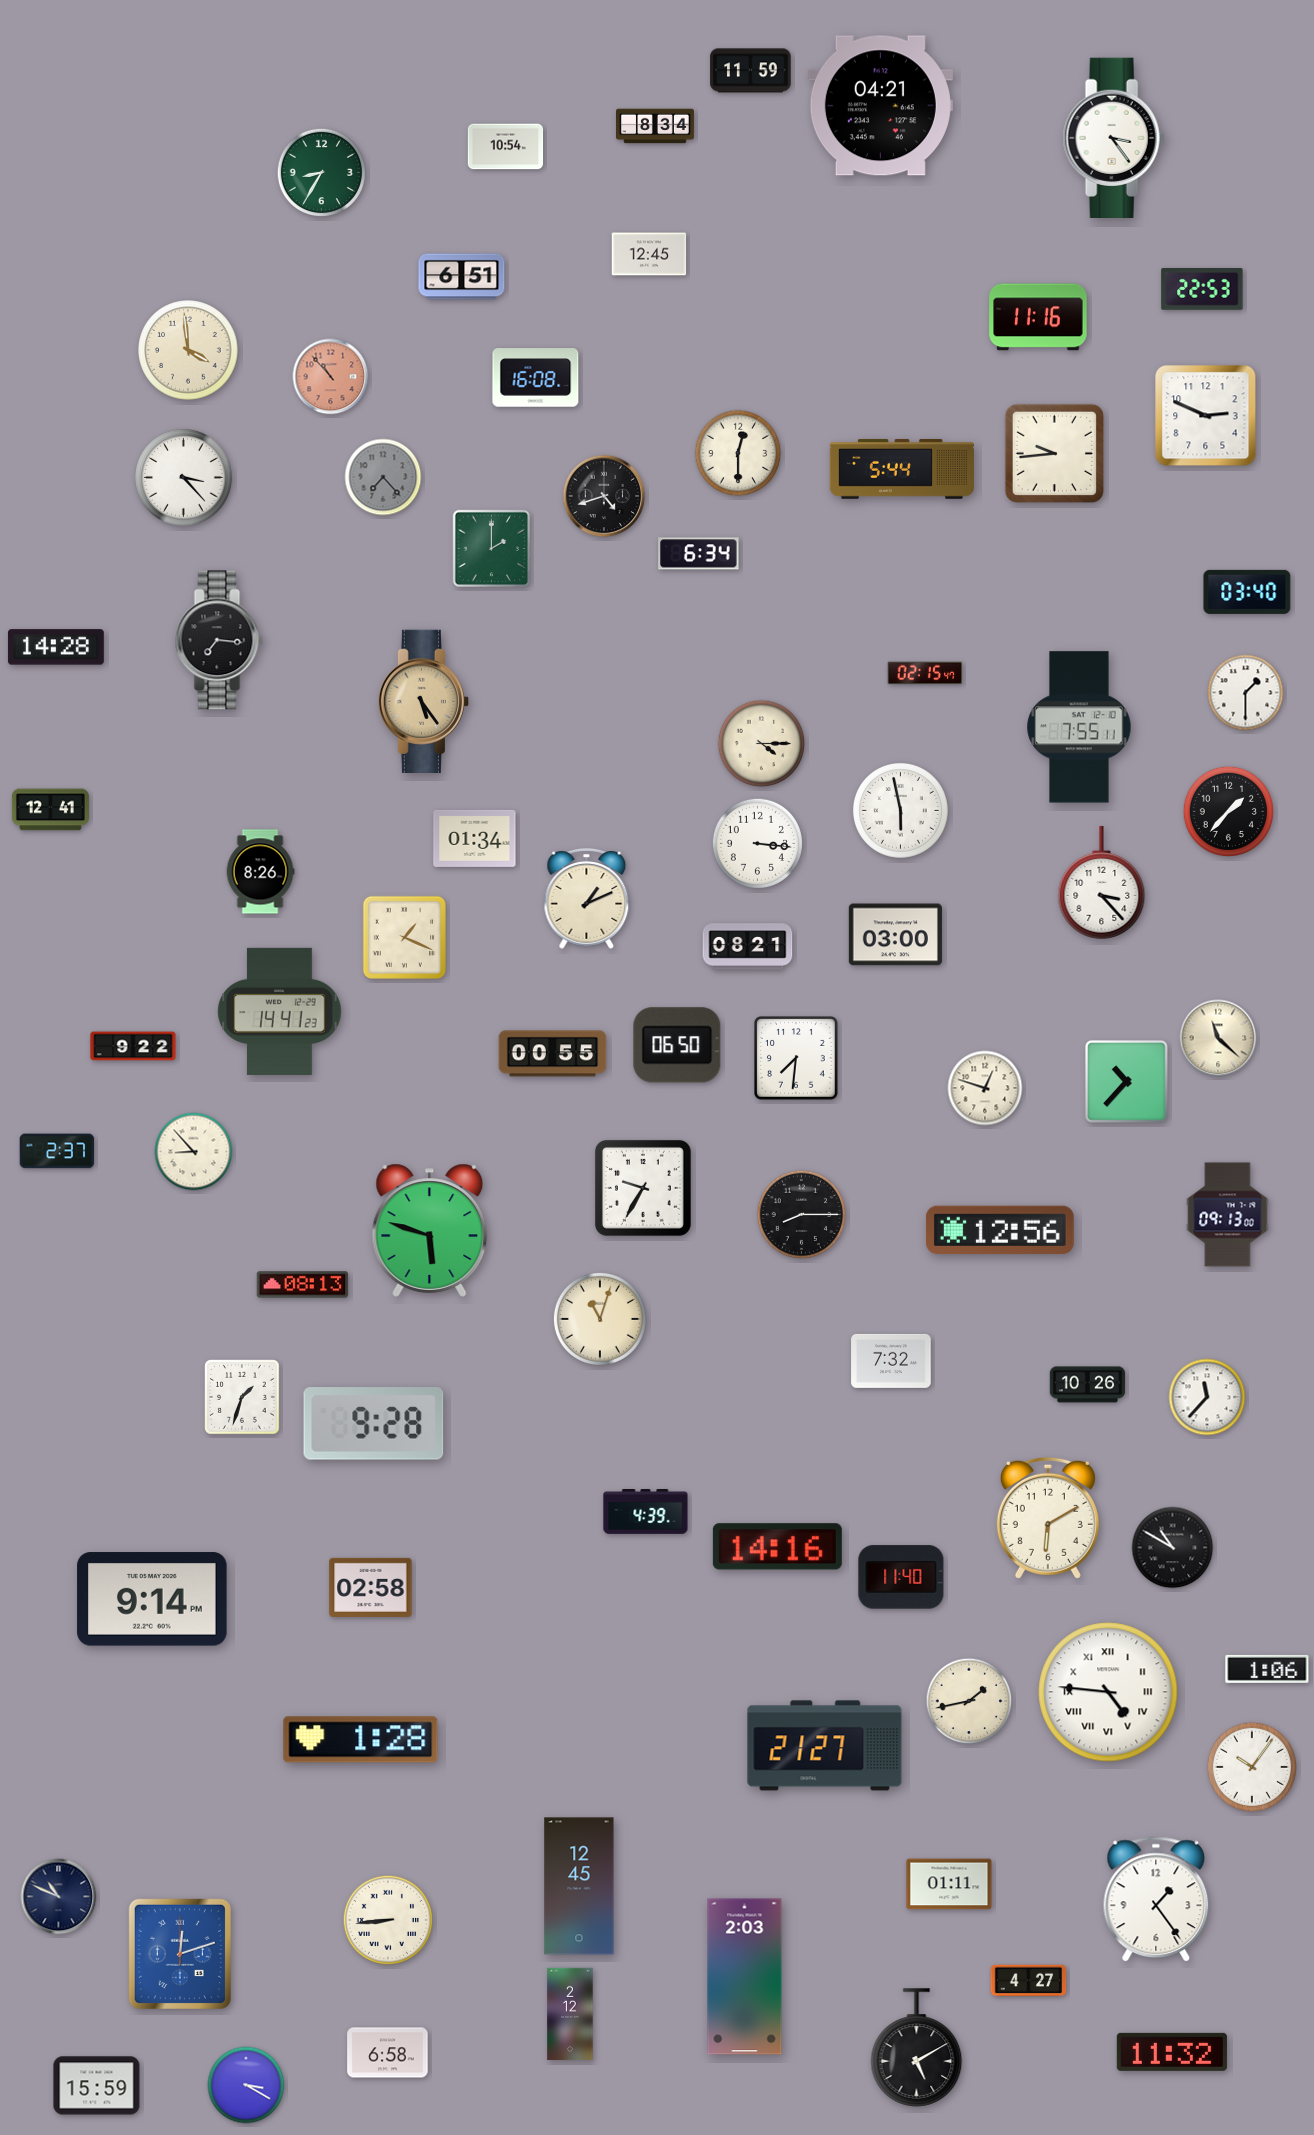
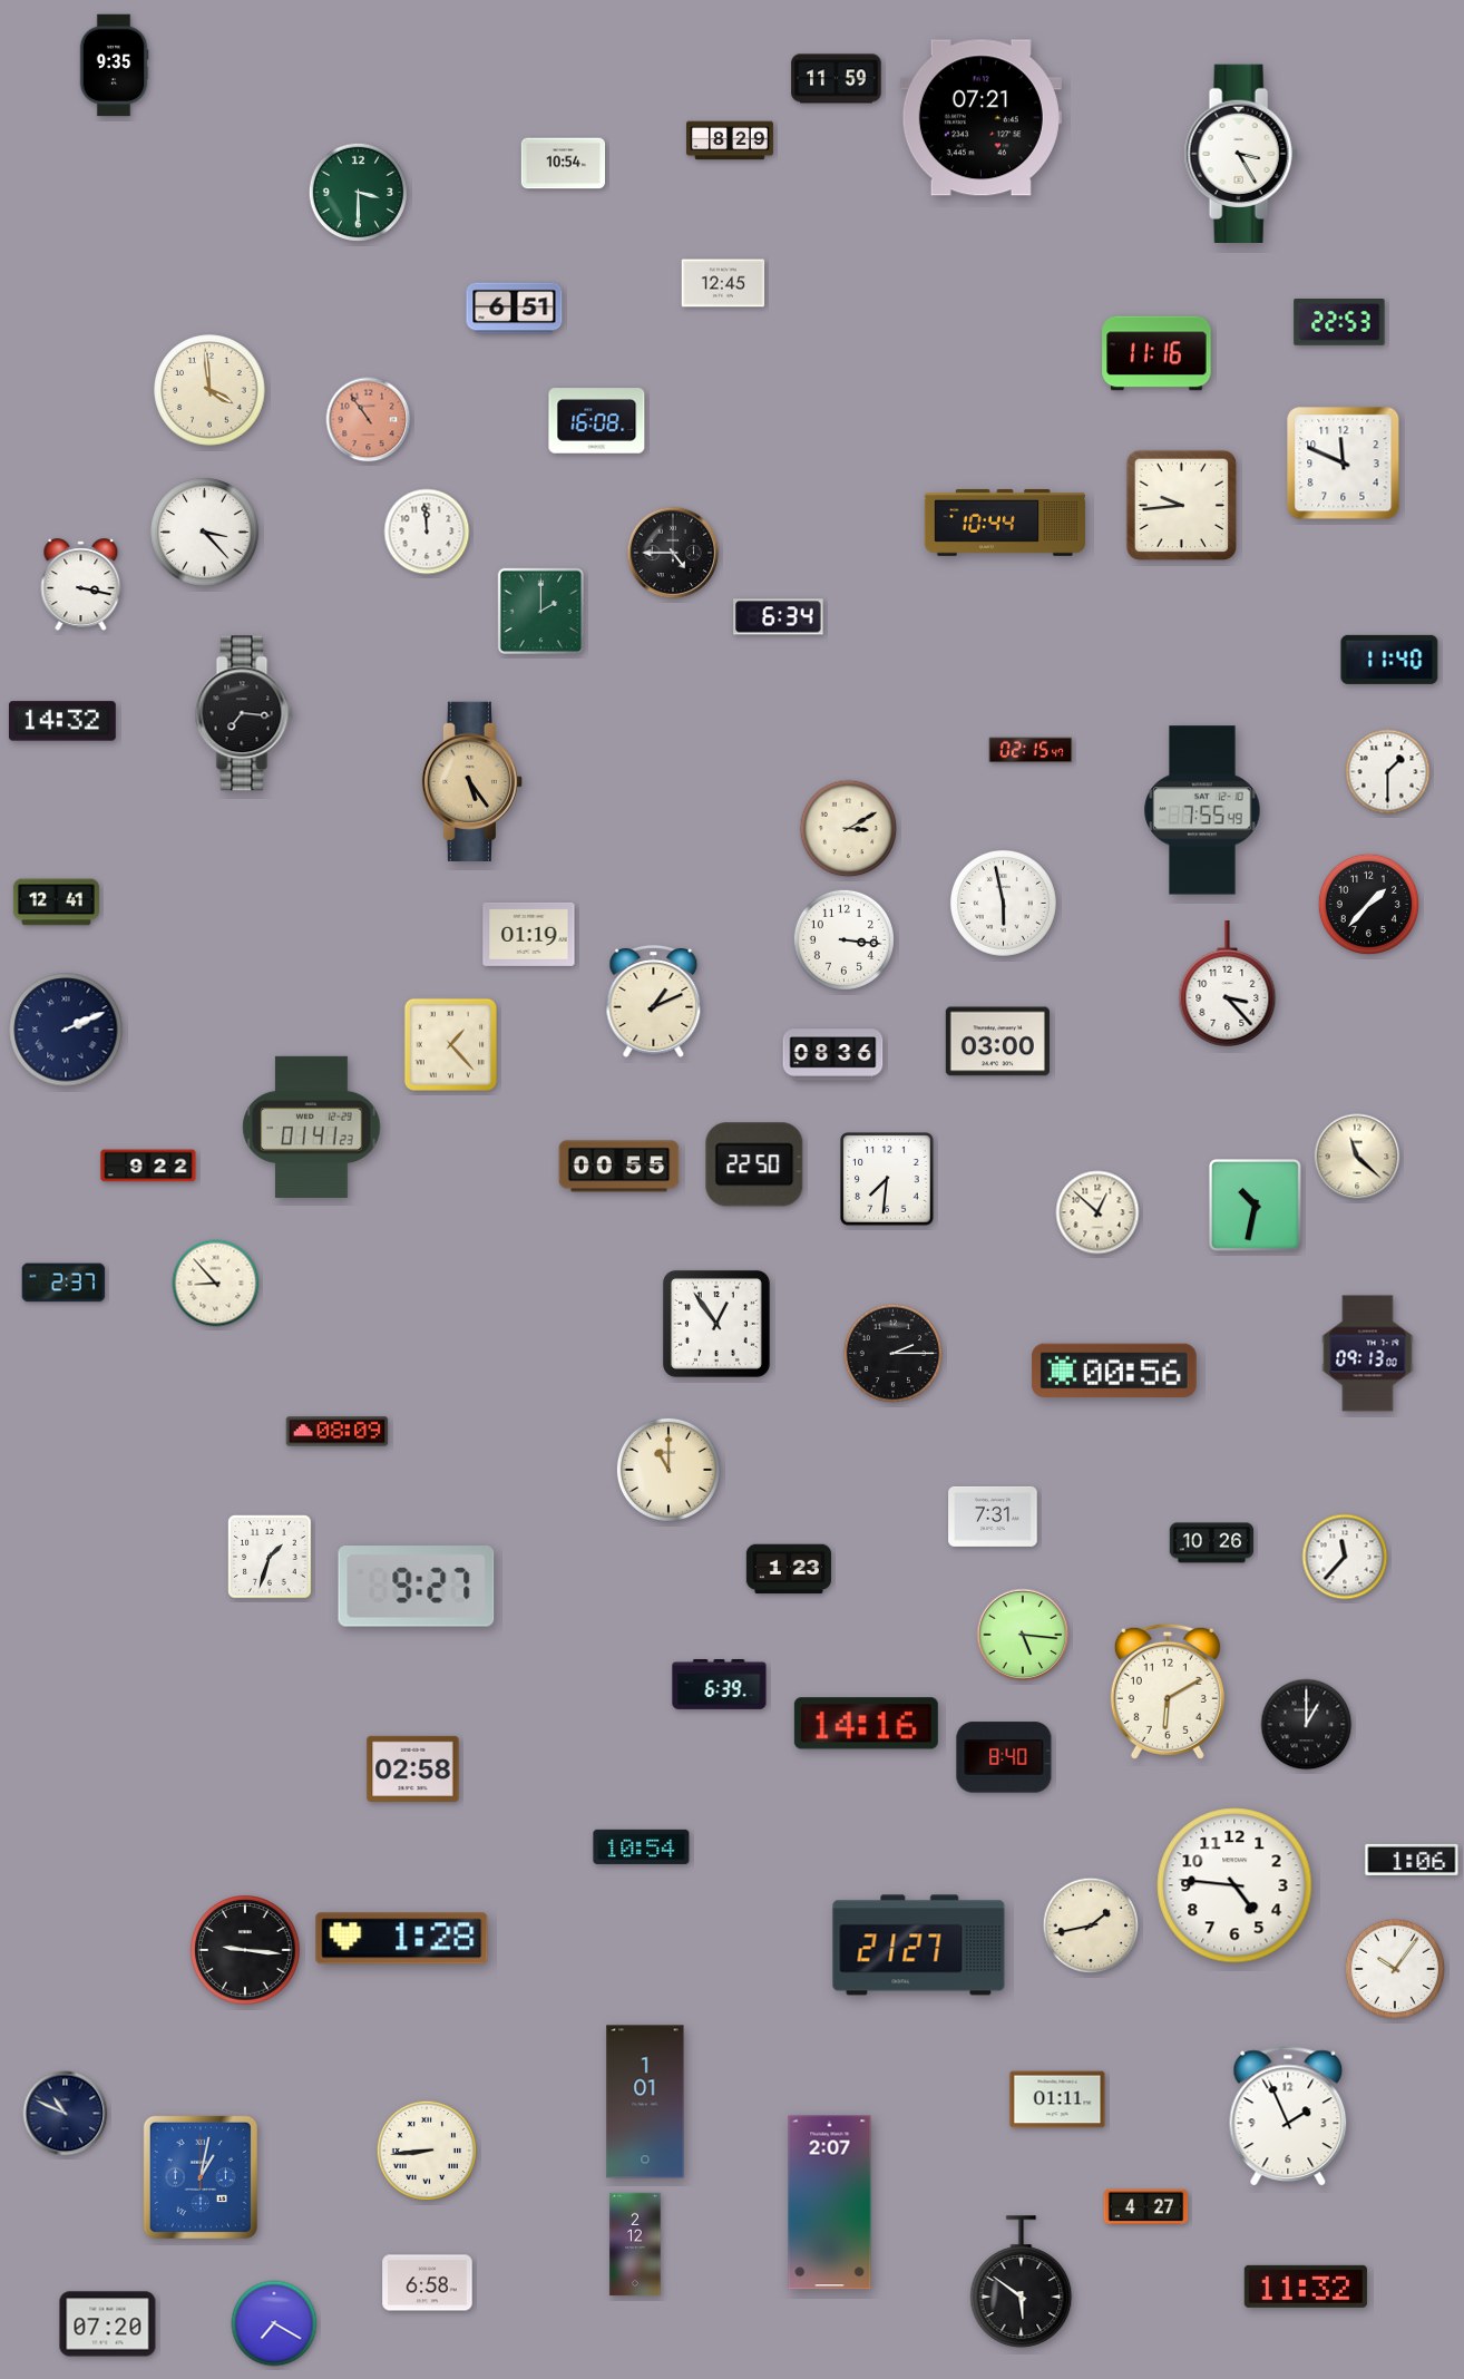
clock at (114, 66): none -> 9:35
clock at (880, 106): 04:21 -> 07:21
clock at (656, 126): 8:34 -> 8:29
clock at (1114, 137): 3:24 -> 3:25
clock at (322, 173): 8:35 -> 3:30
clock at (331, 377): 10:53 -> 10:54
clock at (1206, 416): 2:49 -> 11:49
clock at (738, 453): 12:30 -> none
clock at (1054, 453) position: (1054, 453) -> (1181, 505)
clock at (902, 469): 5:44 -> 10:44
clock at (383, 477): 7:23 -> 11:59
clock at (383, 477) dial: grey -> white
clock at (604, 496): 4:42 -> 4:45
clock at (81, 585): none -> 3:17
clock at (492, 549) position: (492, 549) -> (541, 612)
clock at (1247, 592): 03:40 -> 11:40
clock at (56, 647): 14:28 -> 14:32
clock at (1079, 727): 7:55:11 -> 7:55:49
clock at (762, 744): 4:15 -> 3:10
clock at (475, 838): 01:34 -> 01:19
clock at (260, 872): 8:26 -> none
clock at (66, 1030): none -> 2:11
clock at (404, 937): 1:19 -> 1:23
clock at (748, 947): 08:21 -> 08:36
clock at (280, 1011): 14:41 -> 01:41
clock at (677, 1045): 06:50 -> 22:50
clock at (553, 1054) position: (553, 1054) -> (619, 1167)
clock at (1126, 1081): 10:37 -> 10:32
clock at (985, 1088): 12:48 -> 12:52
clock at (643, 1188): 9:35 -> 12:54
clock at (802, 1215): 8:15 -> 2:15
clock at (1000, 1229): 12:56 -> 00:56
clock at (430, 1230): 5:48 -> none
clock at (303, 1285): 08:13 -> 08:09
clock at (600, 1319): 11:03 -> 11:00
clock at (891, 1361): 7:32 -> 7:31
clock at (789, 1569): none -> 1:23
clock at (374, 1424): 9:28 -> 9:27
clock at (1023, 1635): none -> 5:16
clock at (646, 1512): 4:39 -> 6:39
clock at (1173, 1548): 10:50 -> 1:00
clock at (901, 1577): 11:40 -> 8:40
clock at (152, 1599): 9:14 -> none
clock at (642, 1846): none -> 10:54
clock at (1108, 1692) numerals: Roman -> Arabic
clock at (969, 1701) position: (969, 1701) -> (1091, 1925)
clock at (245, 1950): none -> 9:16
clock at (579, 1886): 12:45 -> 1:01
clock at (1156, 1900): 1:24 -> 1:56
clock at (387, 1919) position: (387, 1919) -> (426, 2149)
clock at (180, 1954): 12:12 -> 1:02
clock at (745, 1977): 2:03 -> 2:07
clock at (917, 2048): 5:10 -> 5:51
clock at (388, 2053) position: (388, 2053) -> (428, 2283)
clock at (246, 2085): 3:20 -> 7:20
clock at (97, 2086): 15:59 -> 07:20
